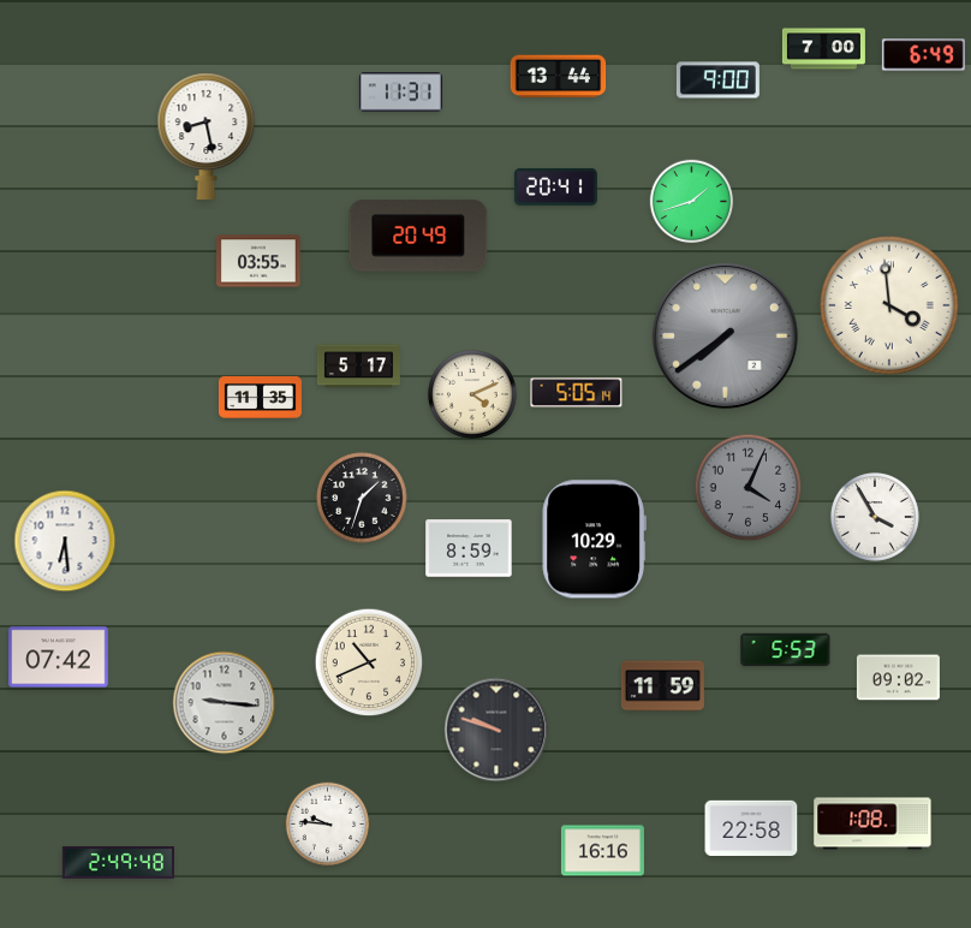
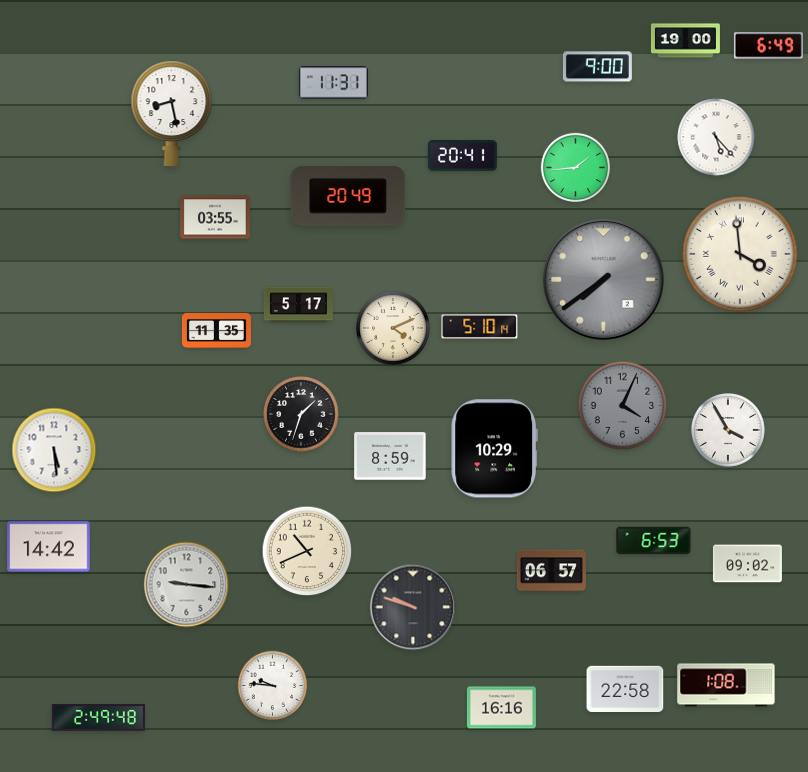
clock at (823, 49): 7:00 -> 19:00
clock at (559, 77): 13:44 -> none
clock at (400, 93) position: (400, 93) -> (333, 83)
clock at (716, 137): none -> 5:23
clock at (692, 202): 1:42 -> 1:44
clock at (577, 393): 5:05 -> 5:10
clock at (65, 541): 6:29 -> 5:29
clock at (786, 650): 5:53 -> 6:53
clock at (59, 658): 07:42 -> 14:42
clock at (662, 686): 11:59 -> 06:57
